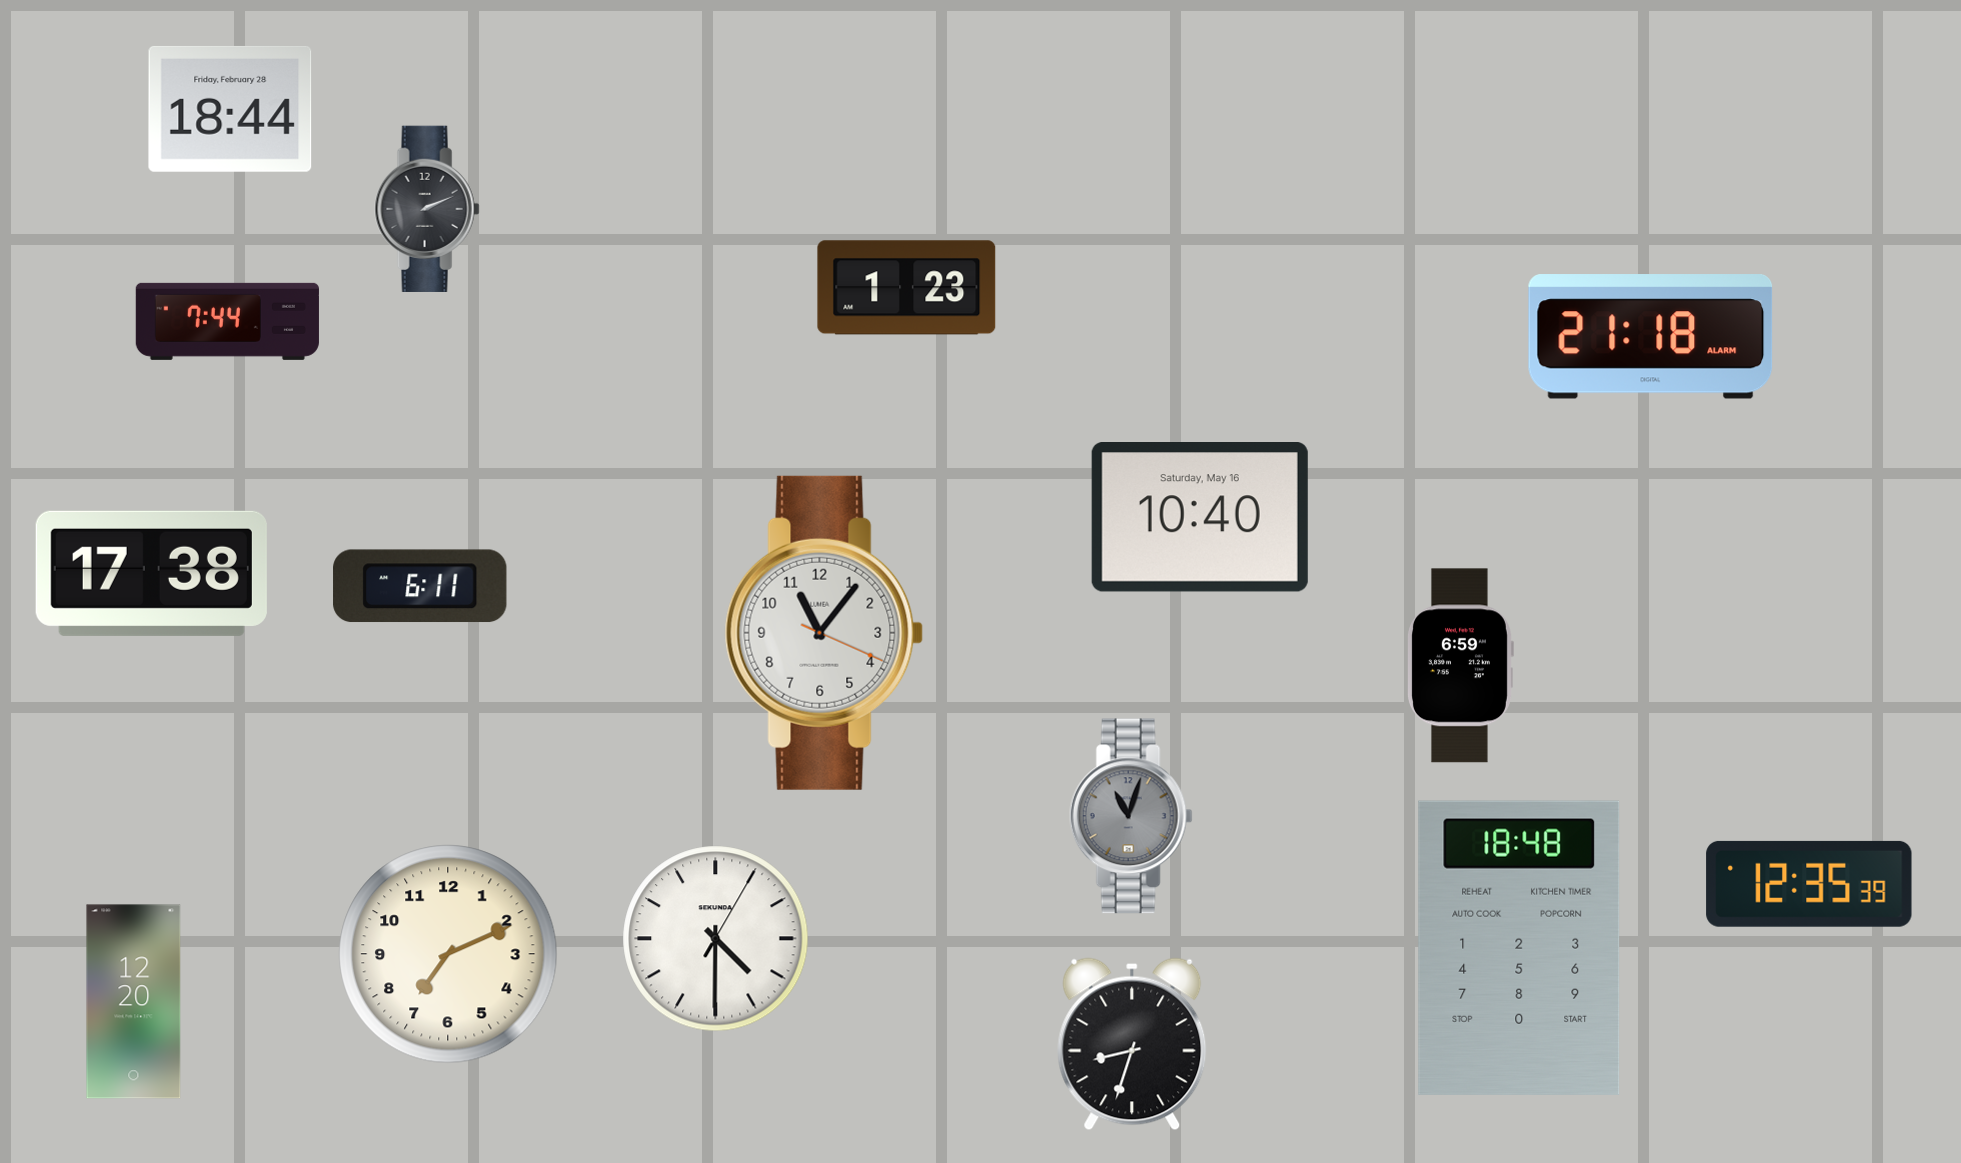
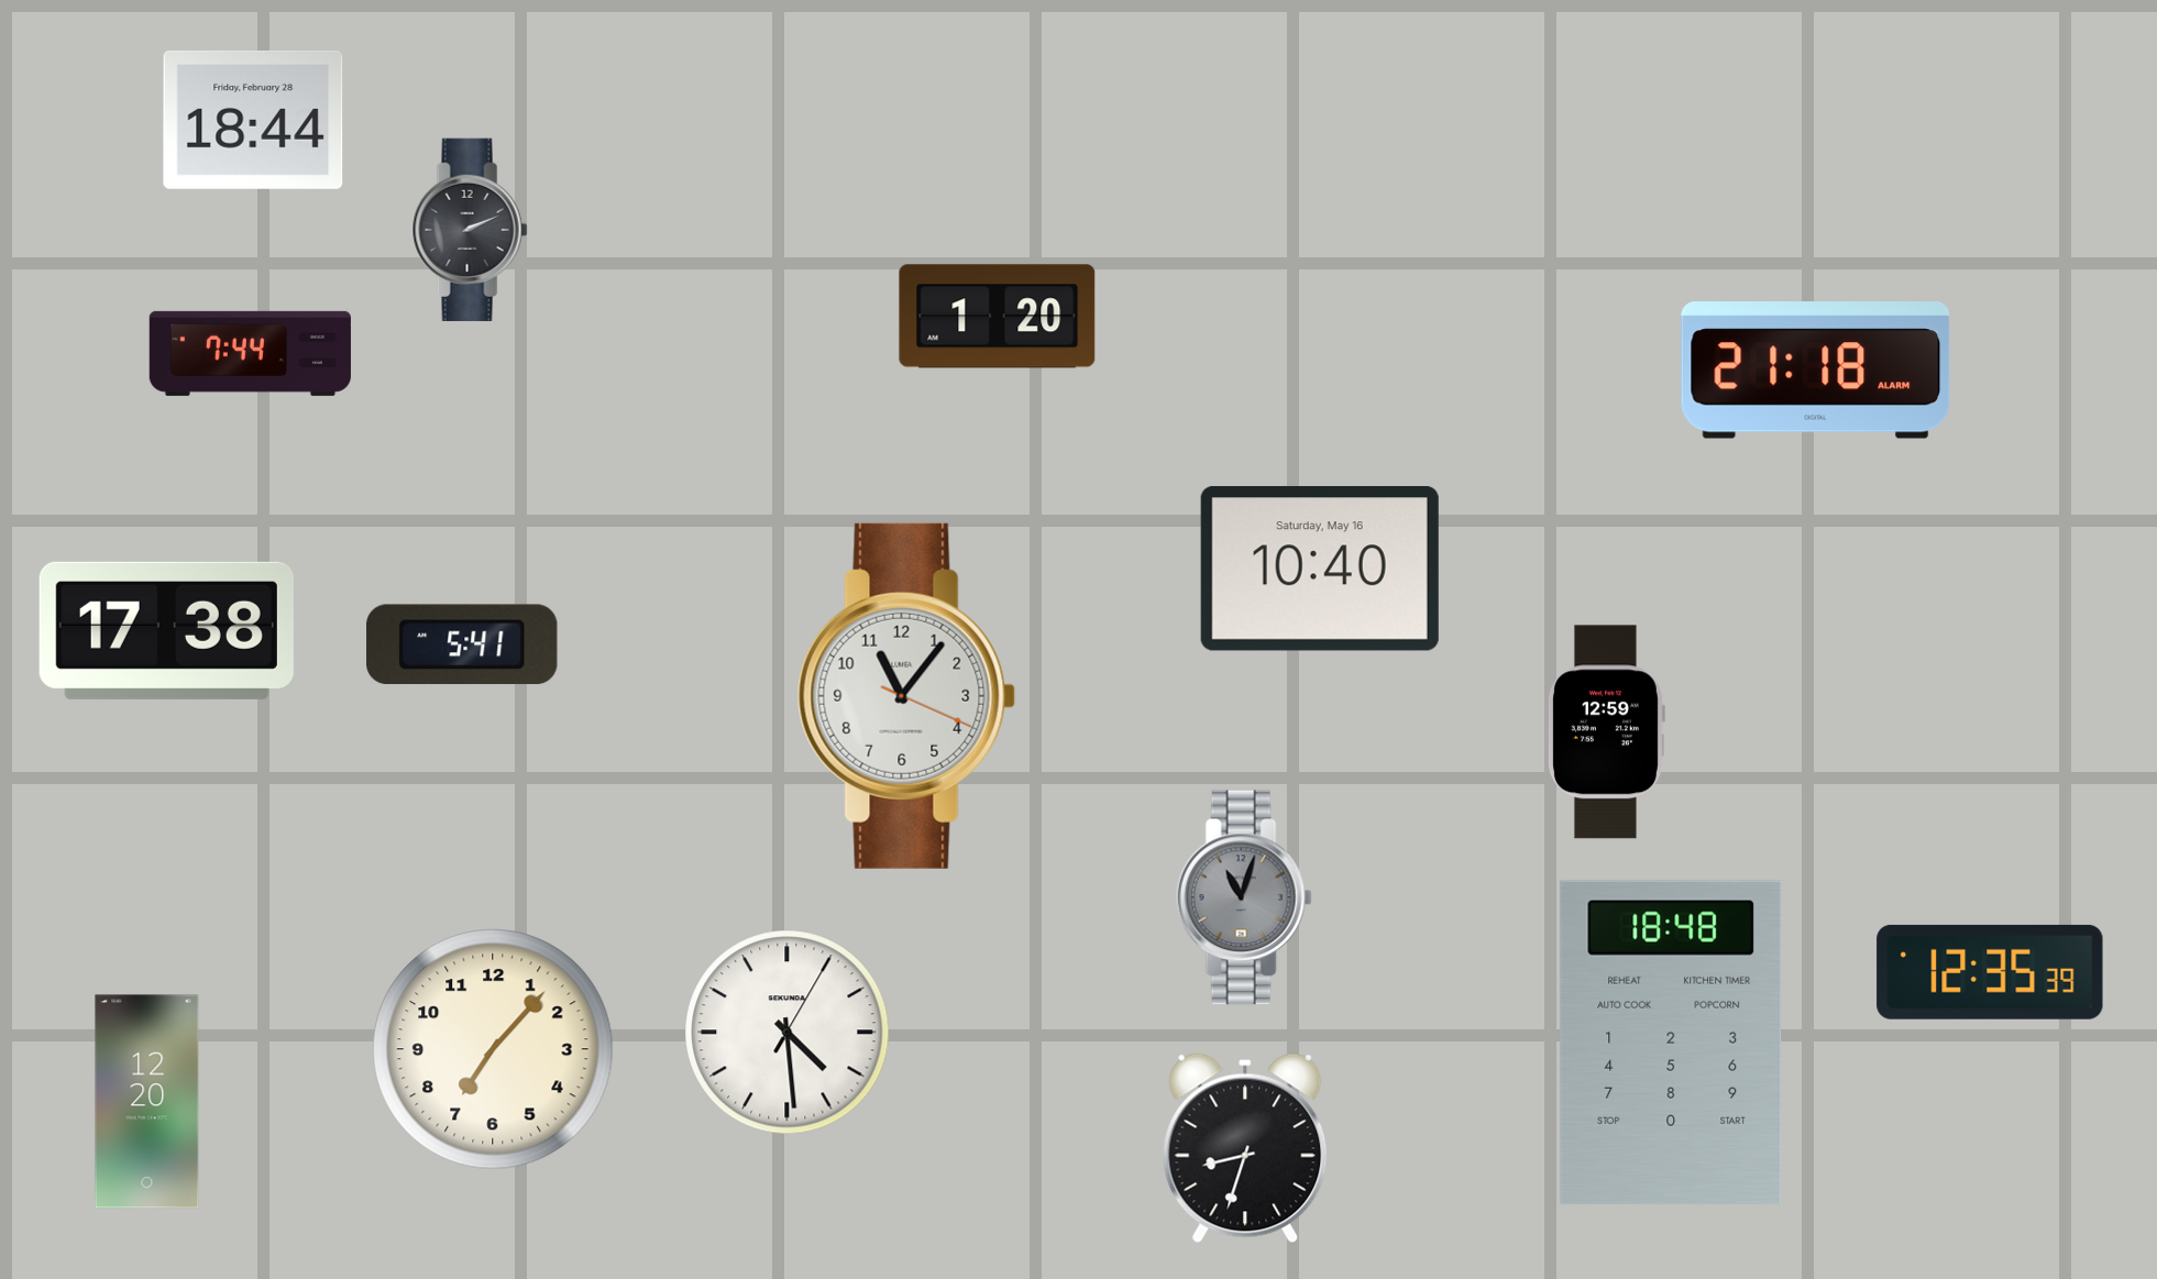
clock at (907, 288): 1:23 -> 1:20
clock at (420, 586): 6:11 -> 5:41
clock at (1460, 666): 6:59 -> 12:59
clock at (716, 939): 4:30 -> 4:29
clock at (448, 954): 7:11 -> 7:07
